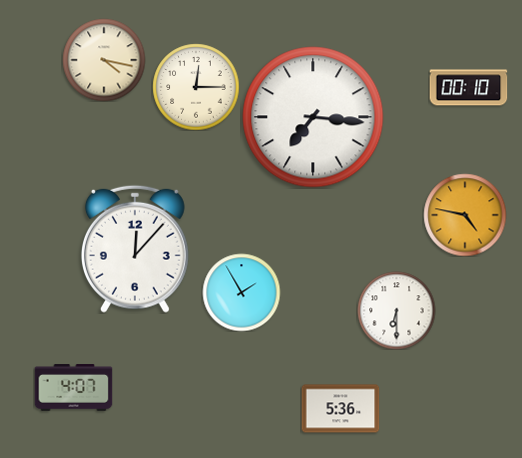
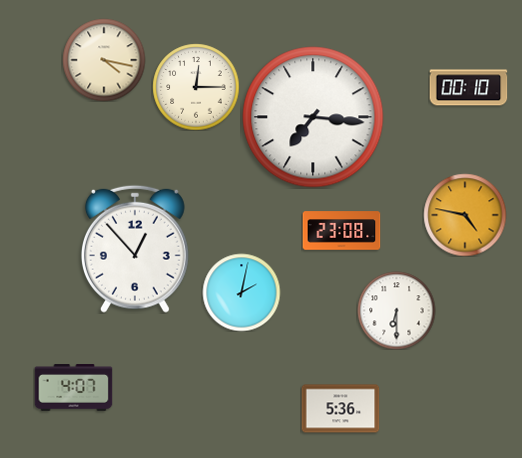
clock at (341, 231): none -> 23:08
clock at (135, 249): 12:07 -> 12:53
clock at (241, 292): 1:55 -> 2:02
